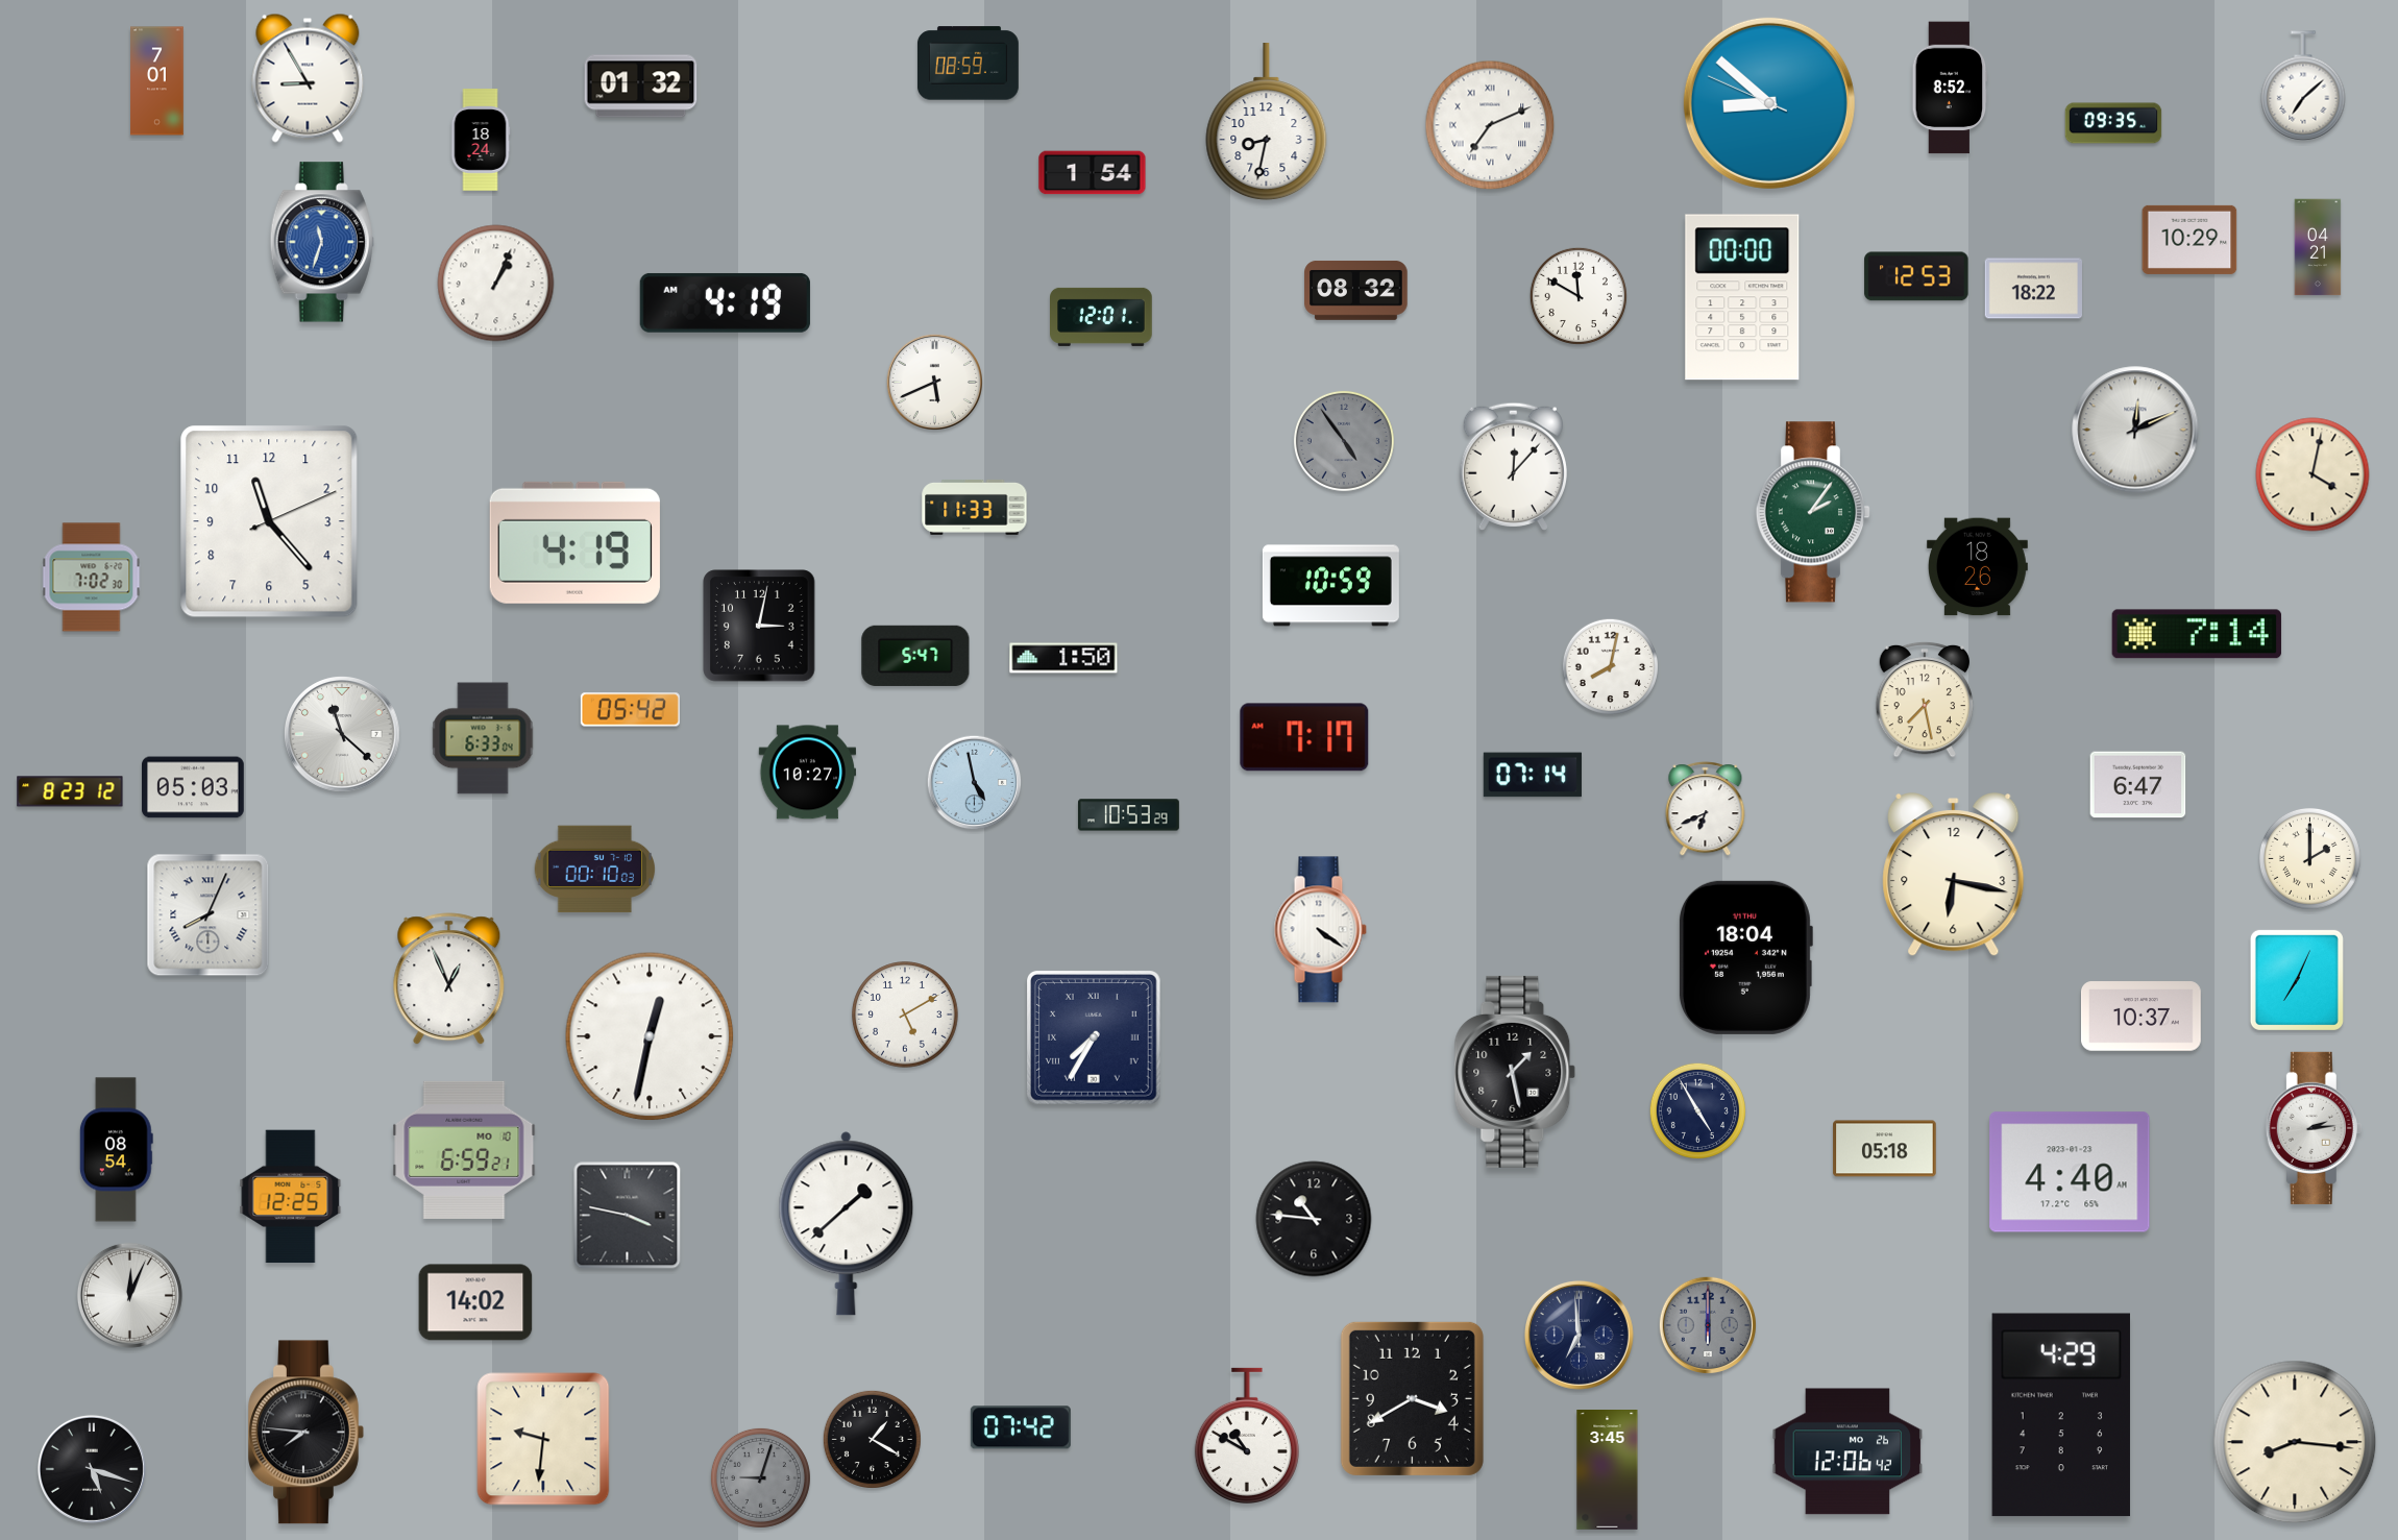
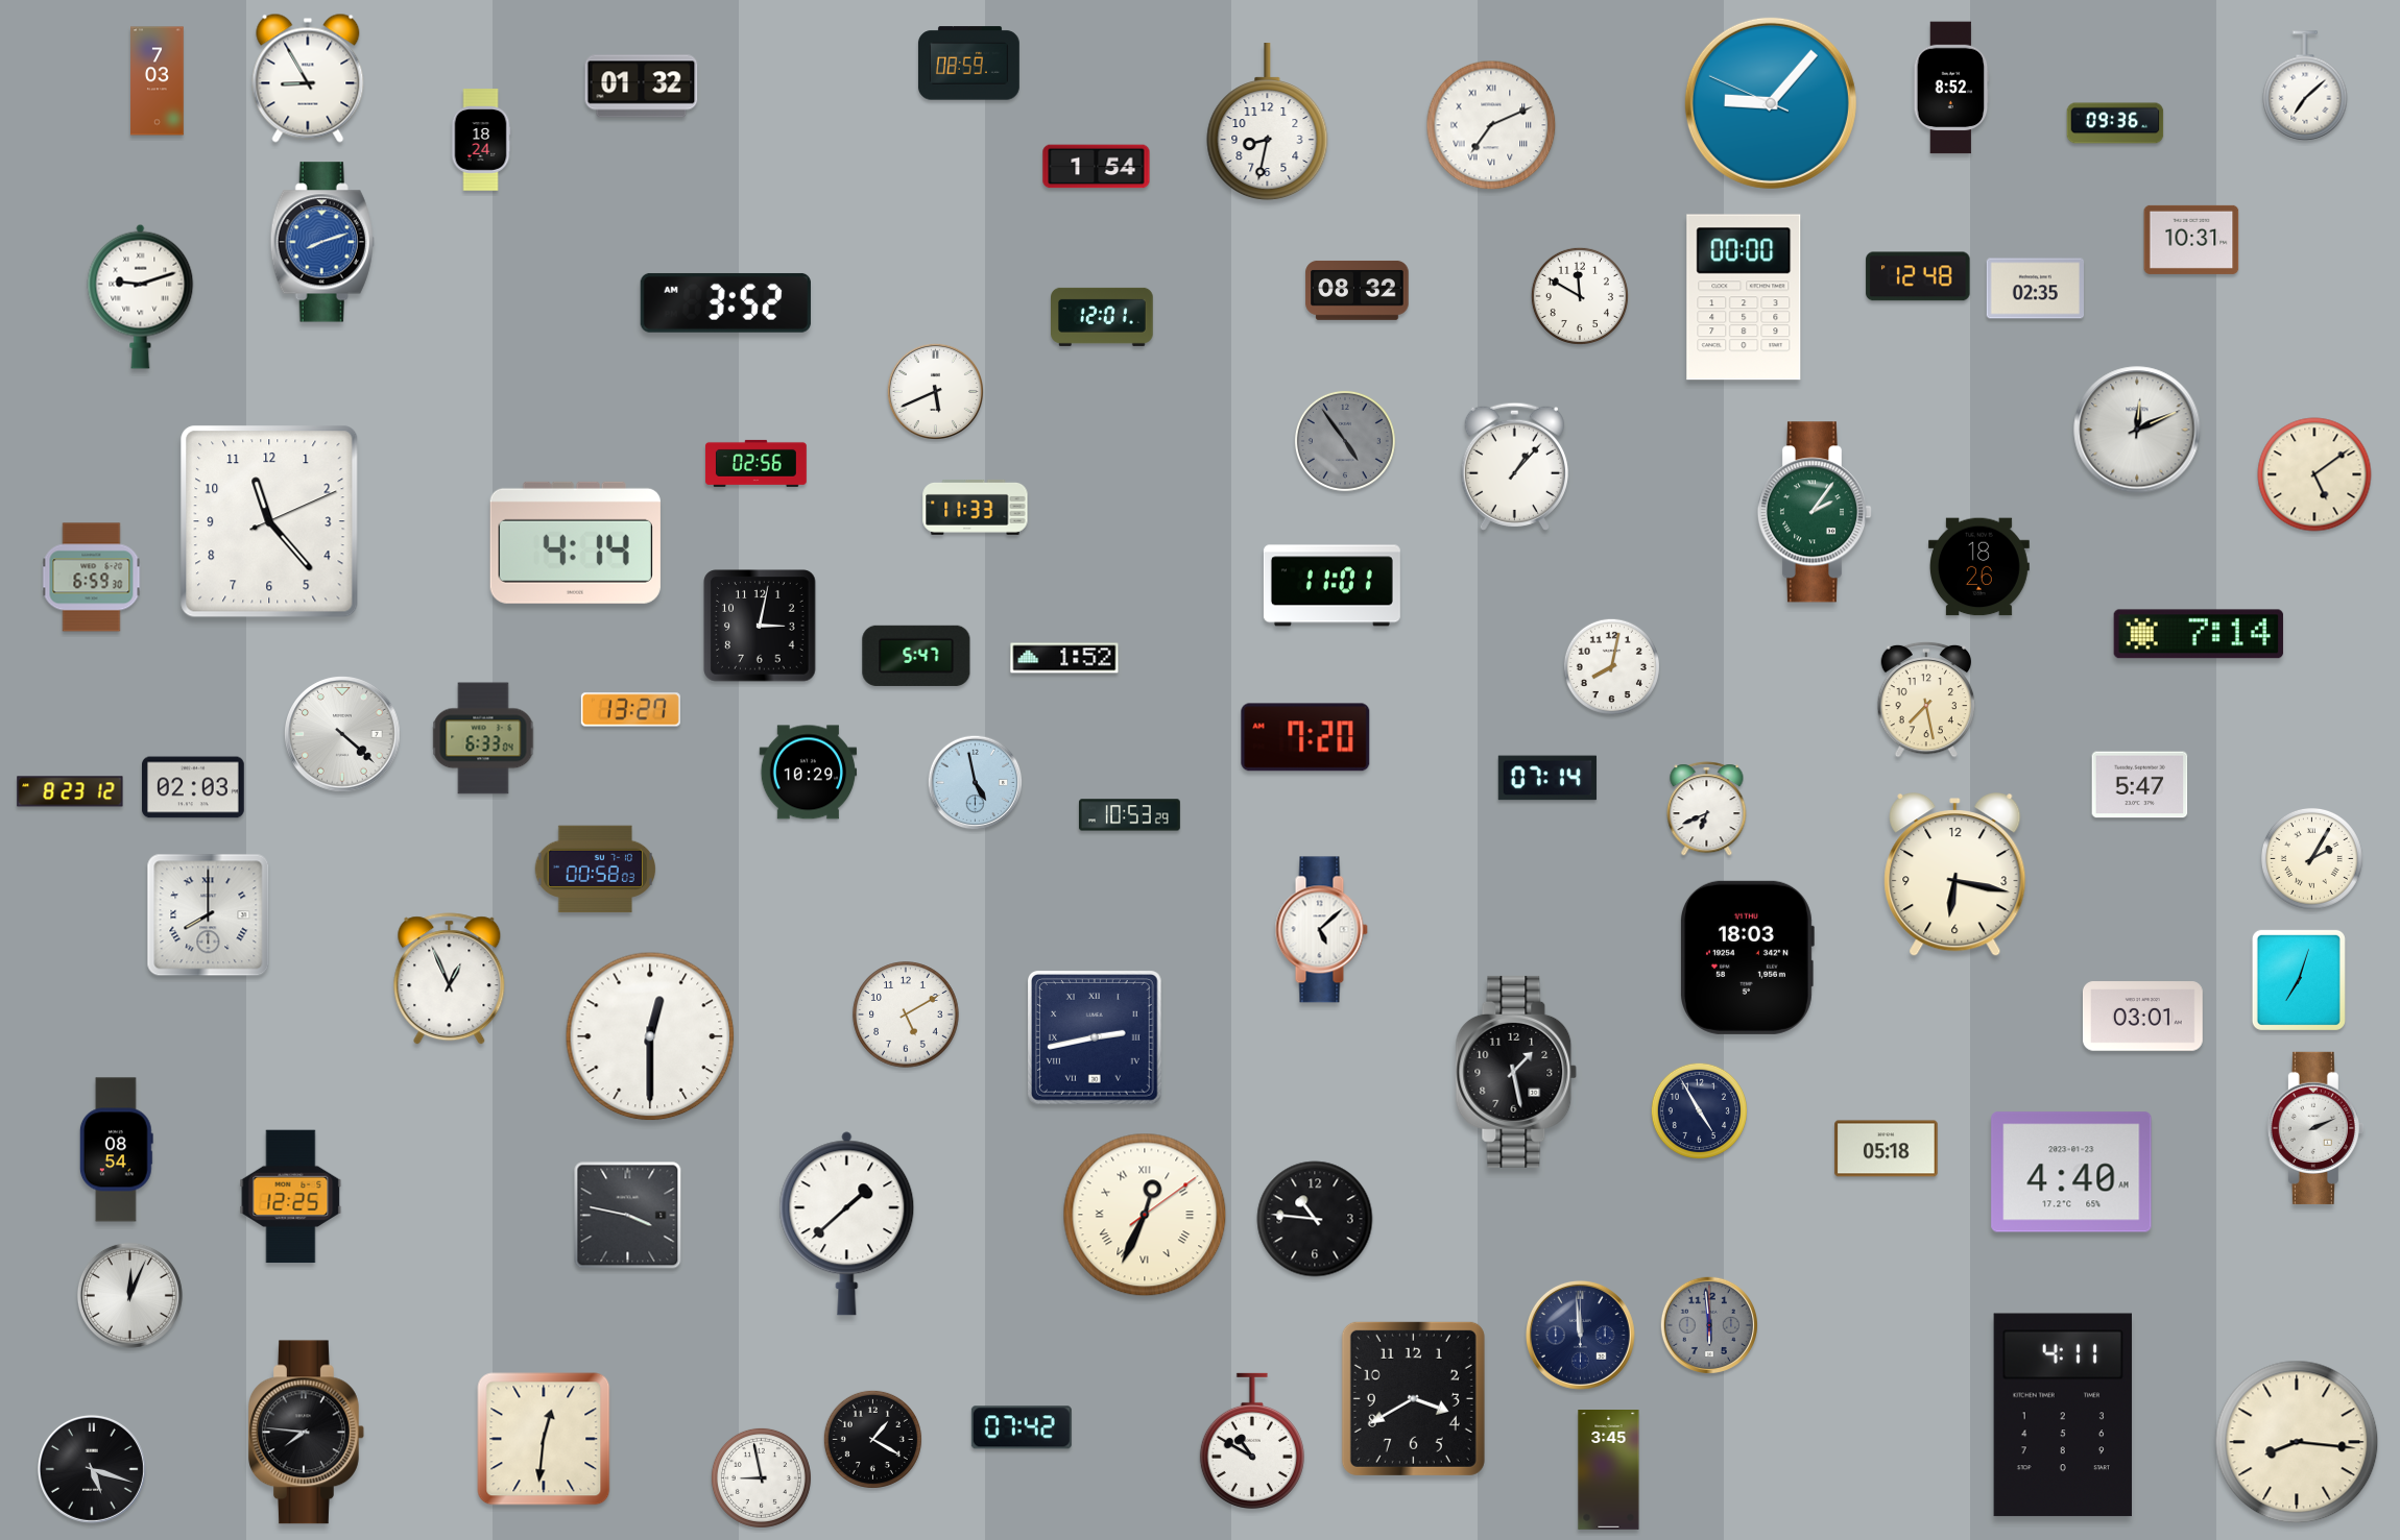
clock at (157, 81): 7:01 -> 7:03
clock at (1769, 103): 8:51 -> 9:06
clock at (2113, 123): 09:35 -> 09:36
clock at (1093, 173) position: (1093, 173) -> (1097, 167)
clock at (2189, 240): 10:29 -> 10:31
clock at (322, 242): 11:33 -> 8:12
clock at (2318, 247): 04:21 -> none
clock at (1916, 276): 12:53 -> 12:48
clock at (496, 284): 1:04 -> none
clock at (2034, 289): 18:22 -> 02:35
clock at (141, 296): none -> 9:12
clock at (725, 302): 4:19 -> 3:52
clock at (934, 382) position: (934, 382) -> (935, 391)
clock at (755, 463): none -> 02:56
clock at (1513, 466): 12:07 -> 1:07
clock at (2313, 474): 4:02 -> 5:09
clock at (574, 542): 4:19 -> 4:14
clock at (92, 578): 7:02 -> 6:59
clock at (1330, 586): 10:59 -> 11:01
clock at (1063, 658): 1:50 -> 1:52
clock at (630, 710): 05:42 -> 13:27
clock at (342, 734): 11:22 -> 4:22
clock at (1304, 737): 7:17 -> 7:20
clock at (808, 773): 10:27 -> 10:29
clock at (1533, 775) position: (1533, 775) -> (1547, 778)
clock at (2138, 785): 6:47 -> 5:47
clock at (194, 787): 05:03 -> 02:03
clock at (2309, 858): 2:00 -> 2:05
clock at (594, 870): 00:10 -> 00:58
clock at (209, 915): 8:04 -> 8:00
clock at (1320, 930): 4:21 -> 5:08
clock at (1745, 957): 18:04 -> 18:03
clock at (2297, 980): 7:04 -> 7:03
clock at (2142, 1017): 10:37 -> 03:01
clock at (650, 1036): 12:32 -> 12:30
clock at (1095, 1038): 7:35 -> 2:43
clock at (2314, 1128): 2:14 -> 2:11
clock at (464, 1150): 6:59 -> none
clock at (1145, 1215): none -> 12:34
clock at (475, 1302): 14:02 -> none
clock at (1707, 1324): 6:00 -> 5:59
clock at (1579, 1335): 6:59 -> 11:59
clock at (2061, 1415): 4:29 -> 4:11
clock at (1247, 1436) position: (1247, 1436) -> (1252, 1441)
clock at (543, 1439): 9:31 -> 12:31
clock at (1848, 1451): 12:06 -> none
clock at (760, 1477): 9:03 -> 8:58
clock at (760, 1477) dial: grey -> white
